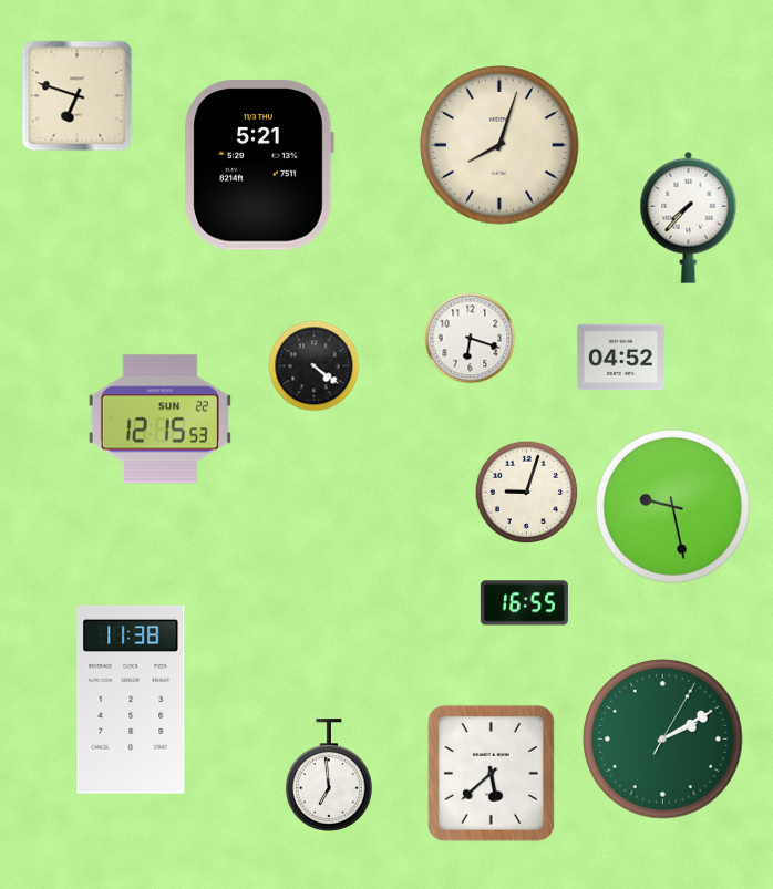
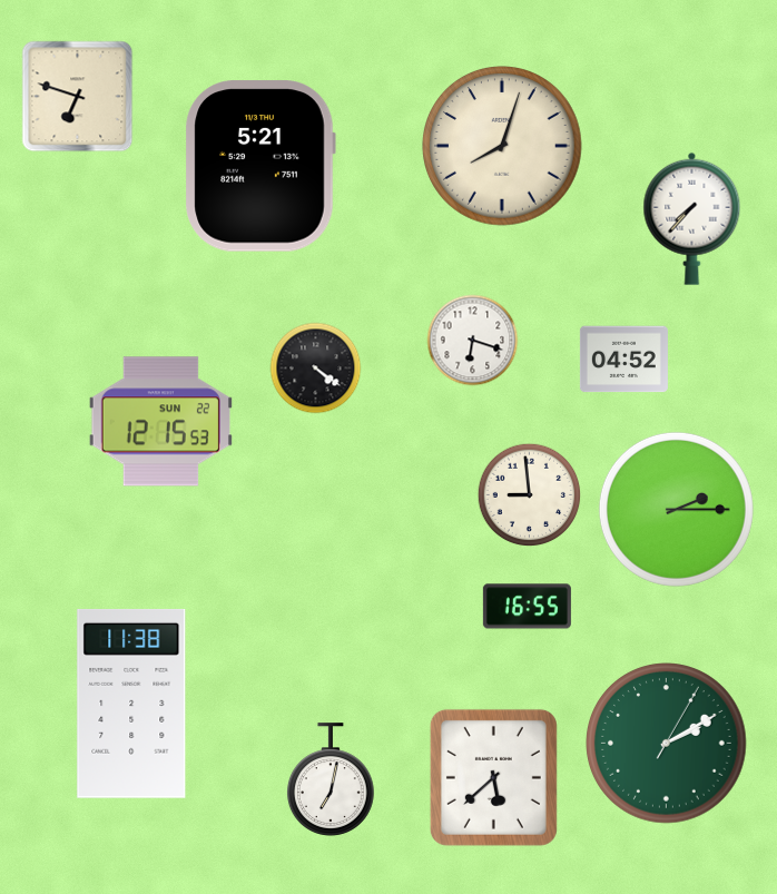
clock at (527, 493): 9:03 -> 8:59
clock at (672, 506): 9:28 -> 2:15
clock at (329, 775): 6:59 -> 7:02
